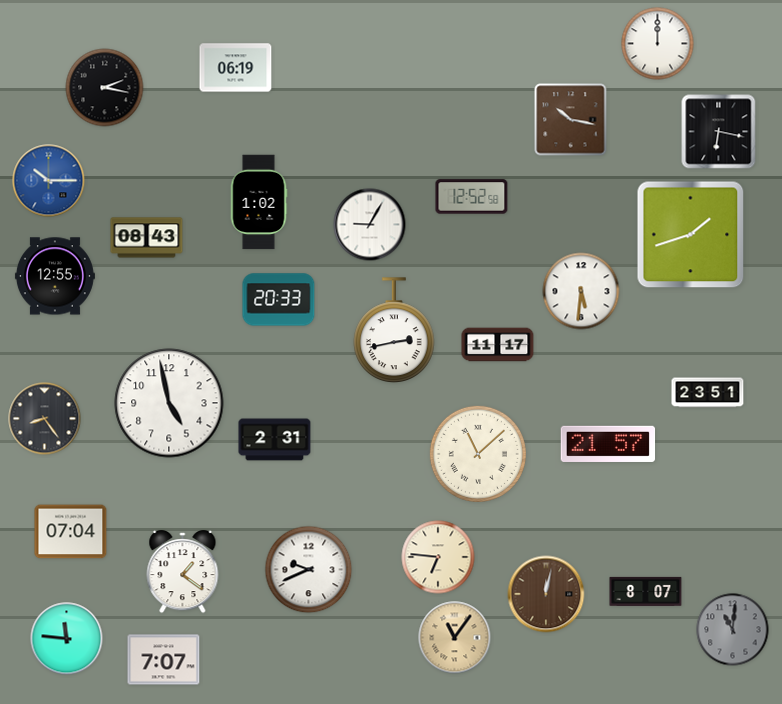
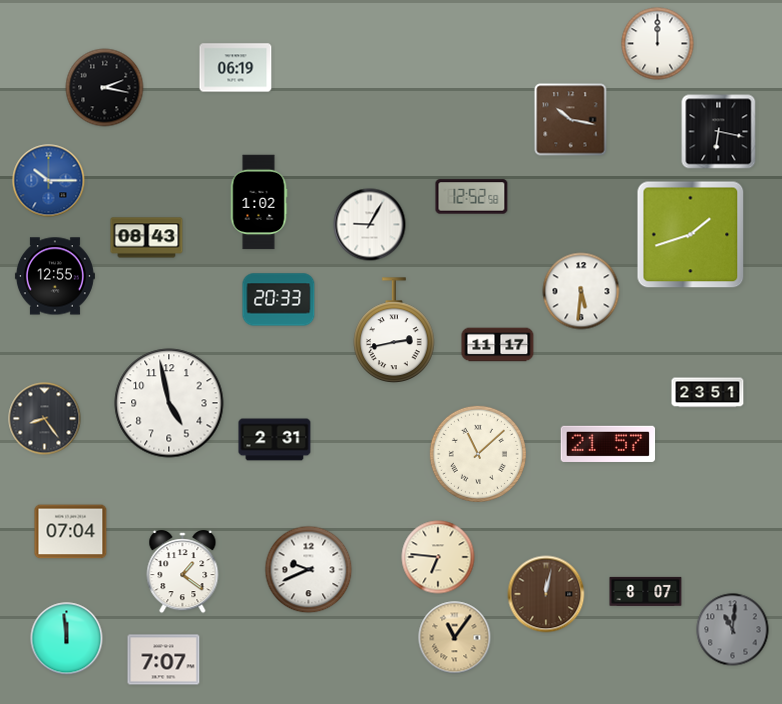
clock at (67, 639): 11:46 -> 11:59
